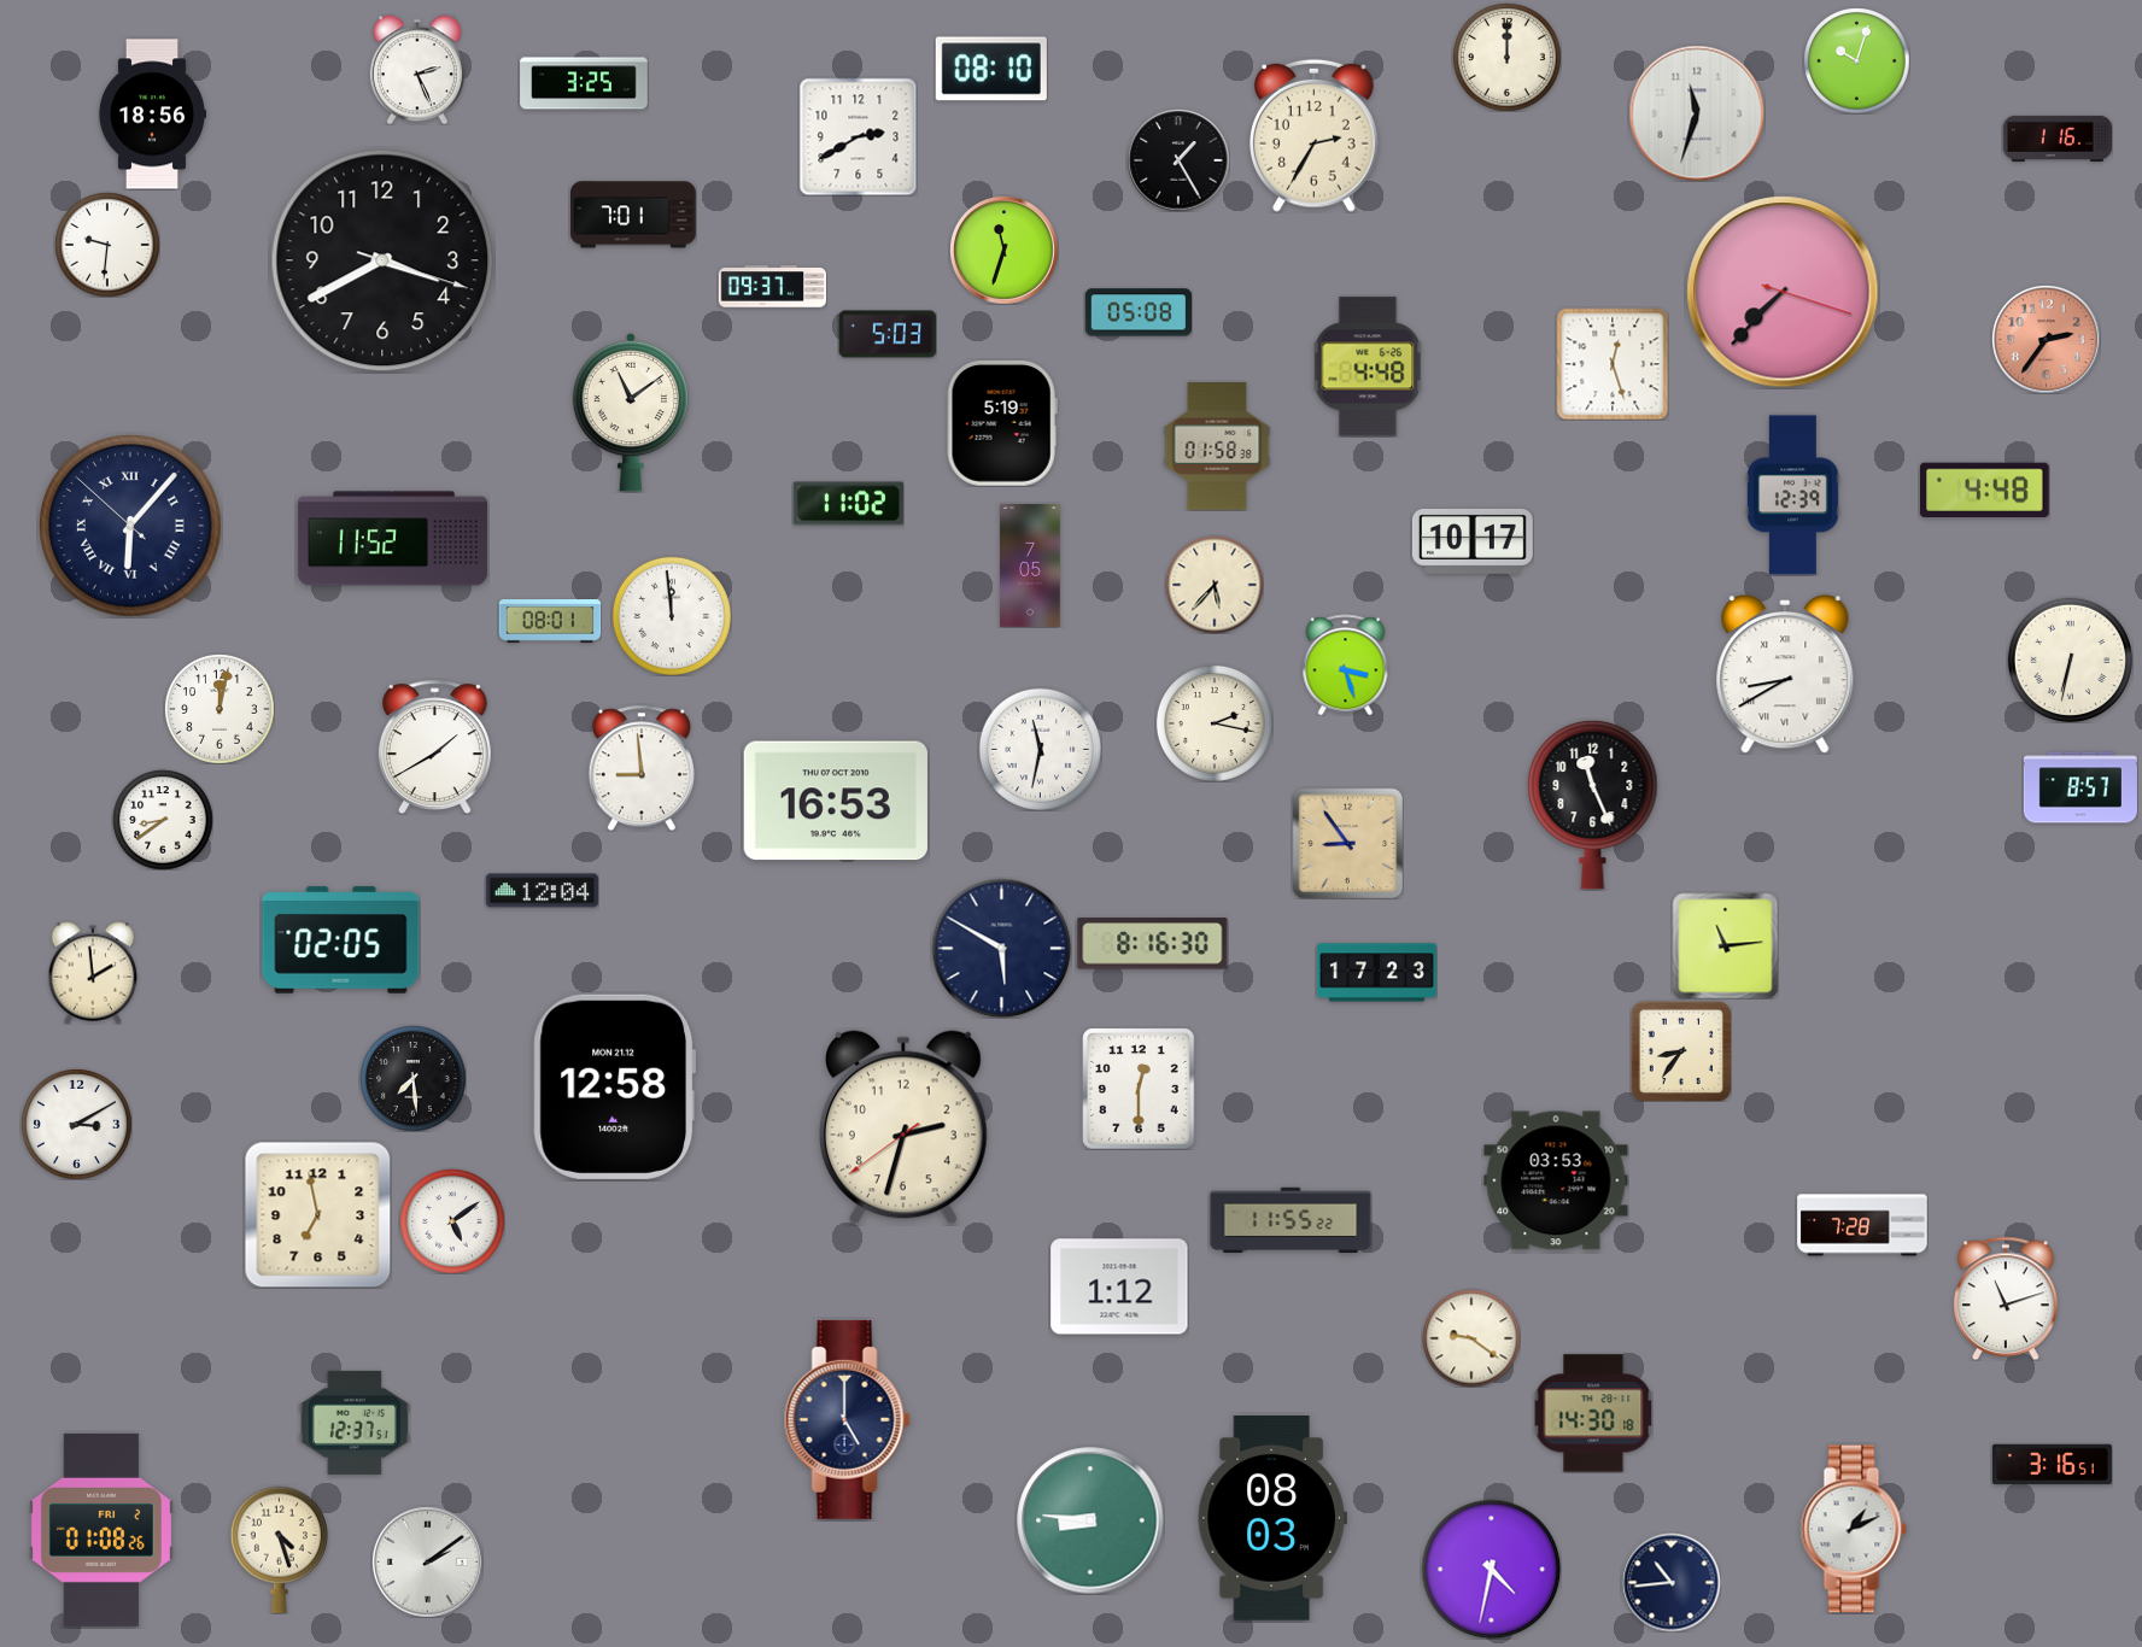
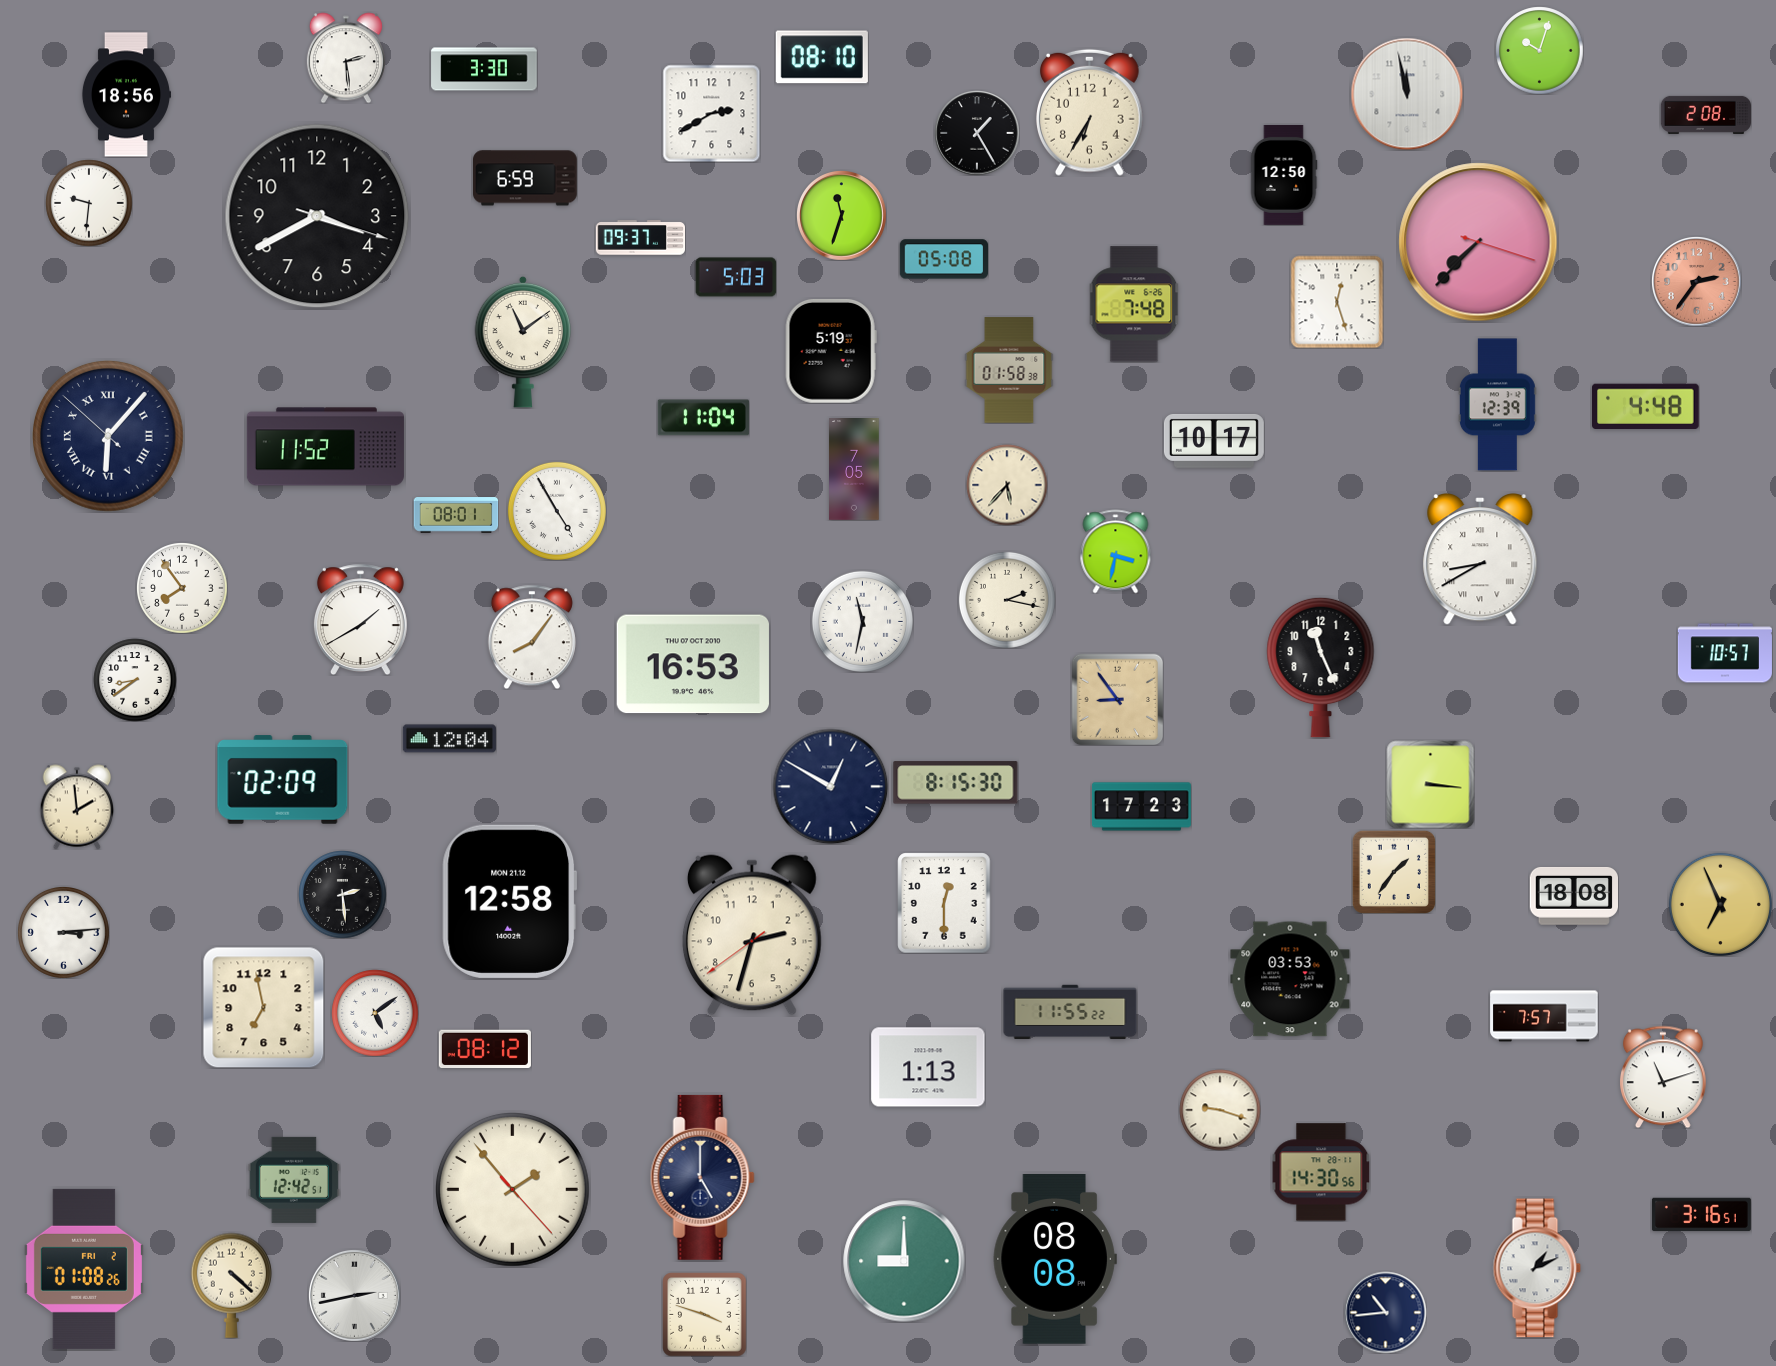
clock at (1506, 57): 12:00 -> none
clock at (417, 70): 2:26 -> 2:29
clock at (584, 83): 3:25 -> 3:30
clock at (1697, 113): 11:33 -> 11:58
clock at (1315, 135): 2:35 -> 6:35
clock at (2056, 139): 1:16 -> 2:08
clock at (1284, 175): none -> 12:50
clock at (634, 215): 7:01 -> 6:59
clock at (1005, 251) position: (1005, 251) -> (842, 216)
clock at (1368, 367): 4:48 -> 7:48
clock at (1792, 496) position: (1792, 496) -> (1497, 405)
clock at (848, 504): 11:02 -> 11:04
clock at (1473, 541) position: (1473, 541) -> (1214, 441)
clock at (672, 616): 11:59 -> 4:55
clock at (2070, 660): 6:32 -> none
clock at (1346, 664): 3:27 -> 3:32
clock at (220, 709): 12:02 -> 7:54
clock at (642, 768): 8:59 -> 8:06
clock at (2080, 787): 8:57 -> 10:57
clock at (341, 940): 02:05 -> 02:09
clock at (1153, 944): 8:16 -> 8:15
clock at (1725, 945): 11:14 -> 3:16
clock at (1001, 948): 5:50 -> 12:50
clock at (1681, 1051): 8:36 -> 1:36
clock at (412, 1078): 7:29 -> 2:29
clock at (1573, 896): none -> 18:08
clock at (1720, 904): none -> 6:56
clock at (77, 1125): 3:10 -> 3:14
clock at (903, 1127) position: (903, 1127) -> (752, 935)
clock at (1862, 1225): 7:28 -> 7:57
clock at (485, 1049): none -> 08:12
clock at (1119, 1286): 1:12 -> 1:13
clock at (1471, 1338): 9:21 -> 9:18
clock at (1593, 1413): 14:30:18 -> 14:30:56
clock at (355, 1423): 12:37 -> 12:42
clock at (512, 1189): none -> 1:53
clock at (1272, 1519): 08:03 -> 08:08
clock at (1090, 1520): 8:46 -> 9:00
clock at (279, 1549): 4:27 -> 4:22
clock at (427, 1561): 2:09 -> 2:43
clock at (1491, 1569): 4:32 -> none
clock at (704, 1314): none -> 3:48
